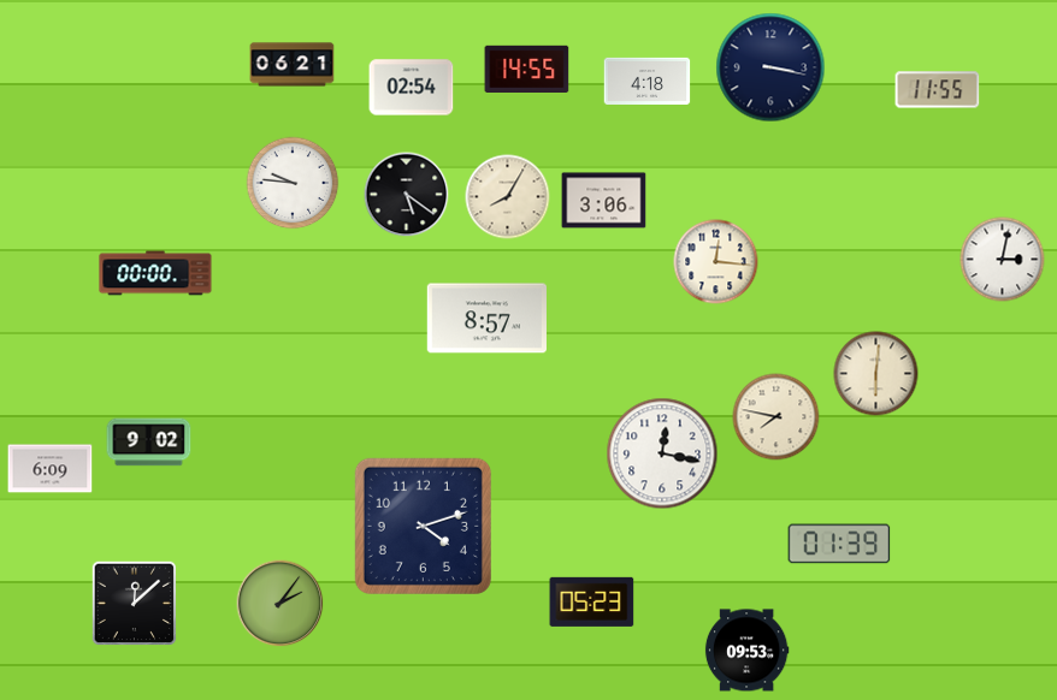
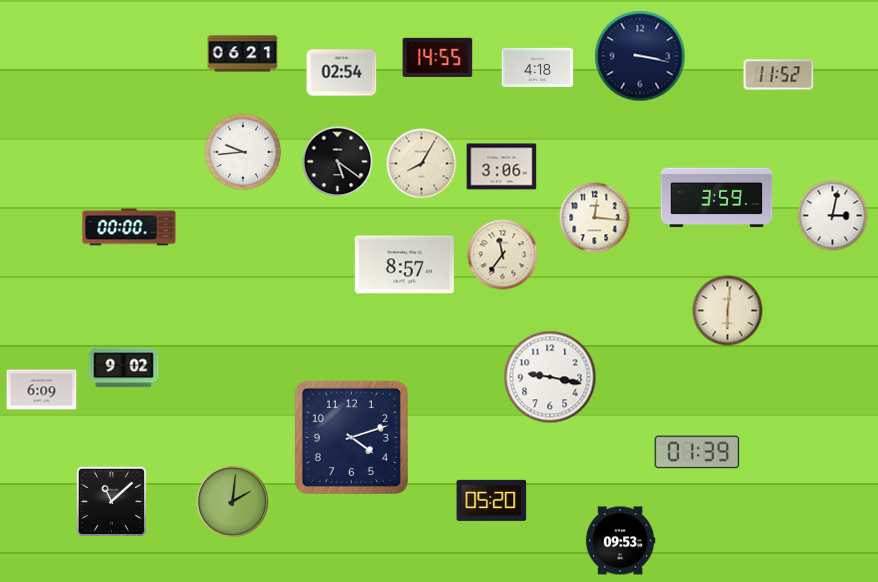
clock at (938, 90): 11:55 -> 11:52
clock at (293, 183): 9:46 -> 9:44
clock at (717, 198): none -> 3:59
clock at (503, 255): none -> 11:36
clock at (776, 417): 7:47 -> none
clock at (662, 453): 12:17 -> 9:17
clock at (592, 601): 05:23 -> 05:20
clock at (135, 604): 12:08 -> 11:08
clock at (281, 604): 2:06 -> 2:01
